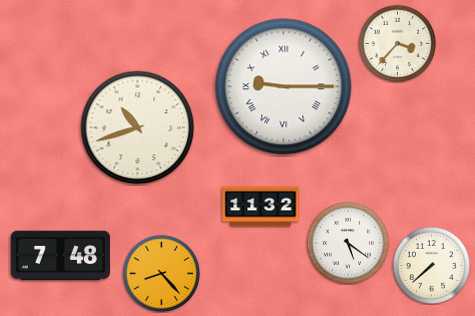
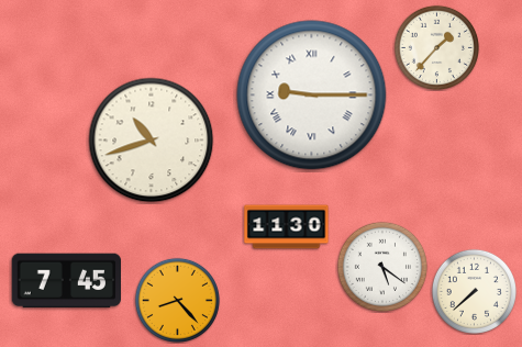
clock at (397, 43): 3:37 -> 1:37
clock at (261, 207): 11:32 -> 11:30
clock at (61, 256): 7:48 -> 7:45
